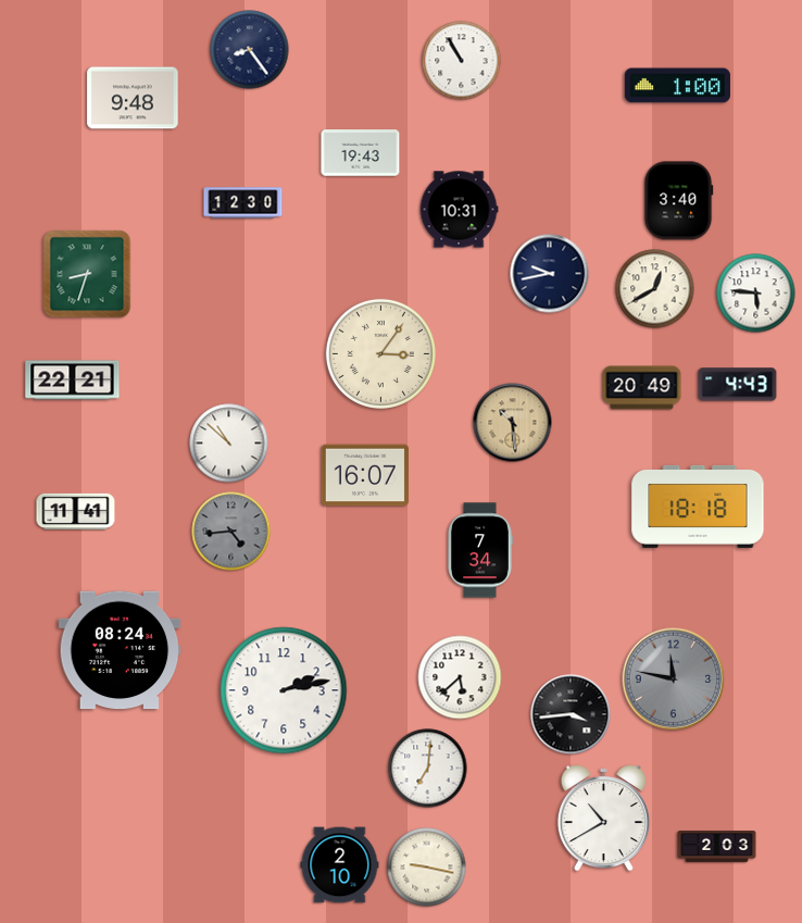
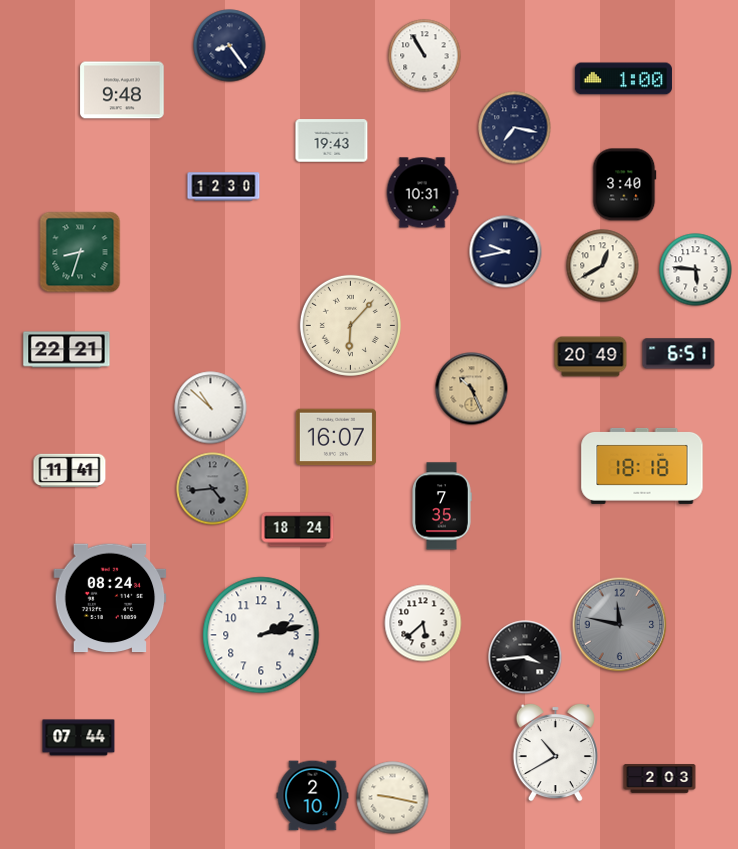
clock at (515, 128): none -> 7:17
clock at (380, 353): 3:06 -> 6:07
clock at (738, 385): 4:43 -> 6:51
clock at (513, 423): 10:29 -> 10:26
clock at (480, 550): 7:34 -> 7:35
clock at (298, 530): none -> 18:24
clock at (428, 769): 7:01 -> none
clock at (79, 738): none -> 07:44
